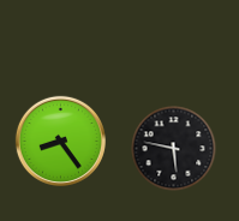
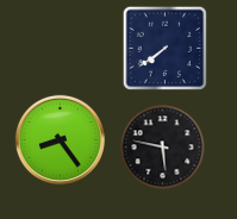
clock at (164, 48): none -> 7:39
clock at (174, 149) position: (174, 149) -> (163, 148)
